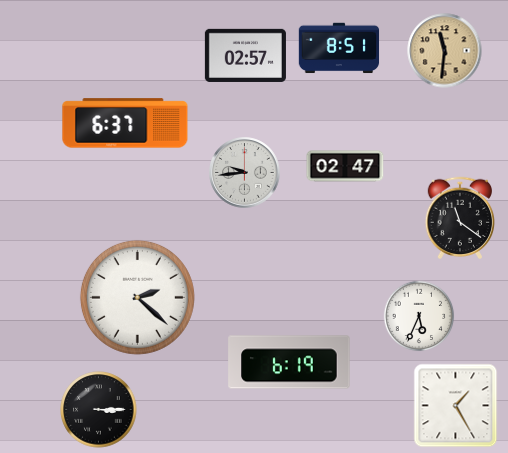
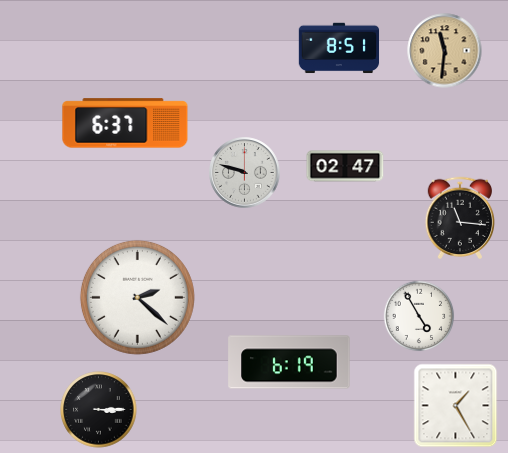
clock at (245, 55): 02:57 -> none
clock at (245, 173): 9:44 -> 9:48
clock at (460, 217): 11:21 -> 11:16
clock at (419, 316): 5:34 -> 4:55
